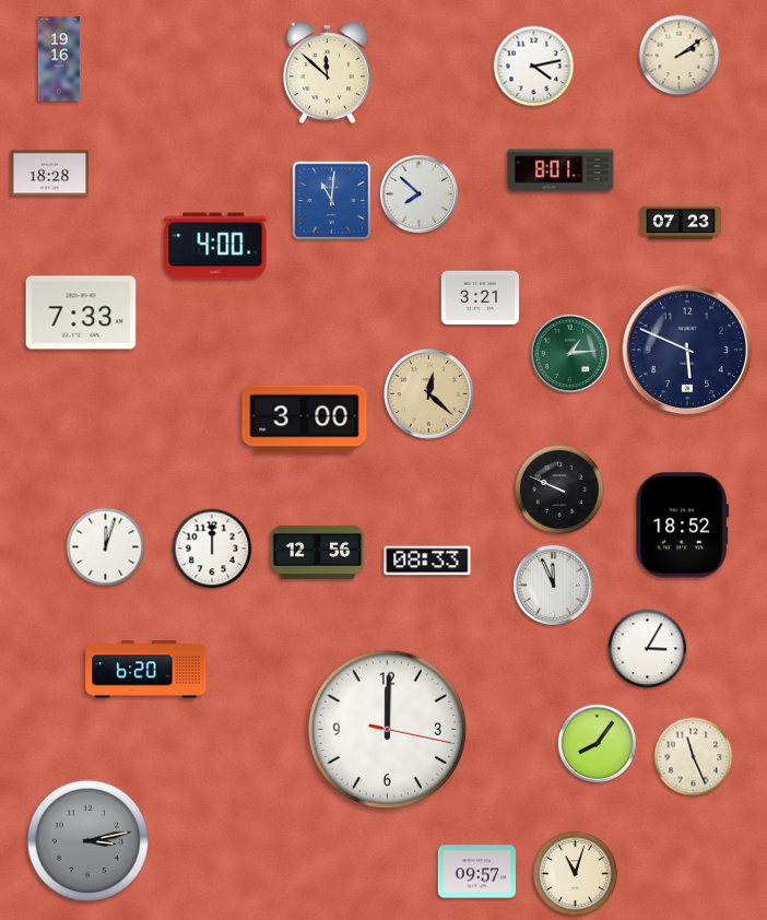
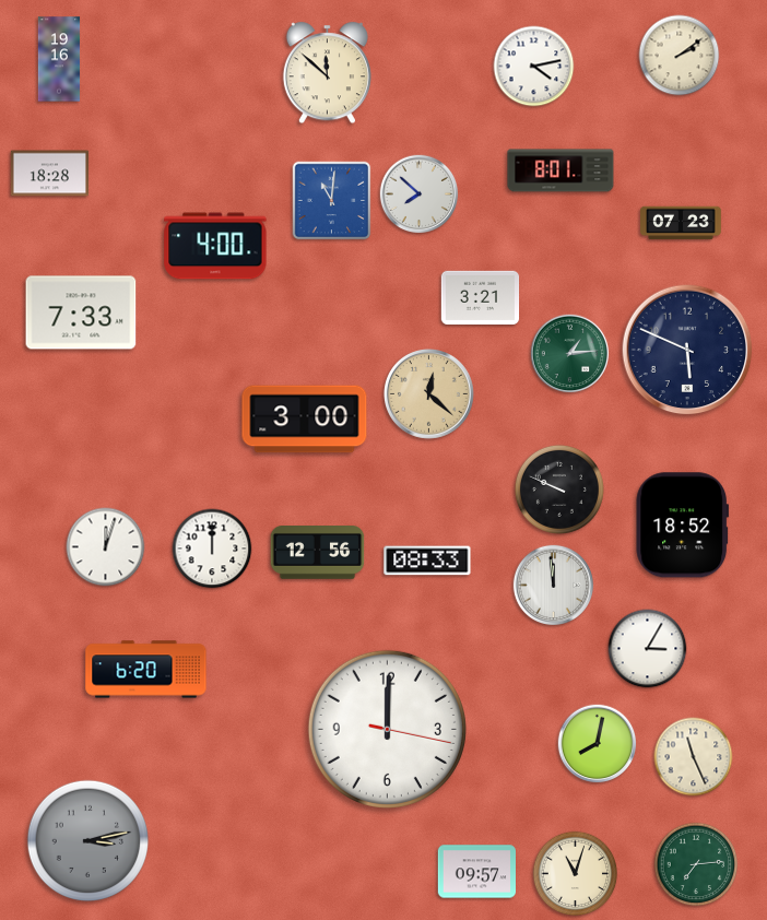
clock at (553, 585): 11:56 -> 11:59
clock at (598, 744): 8:06 -> 8:02
clock at (696, 864): none -> 7:14
